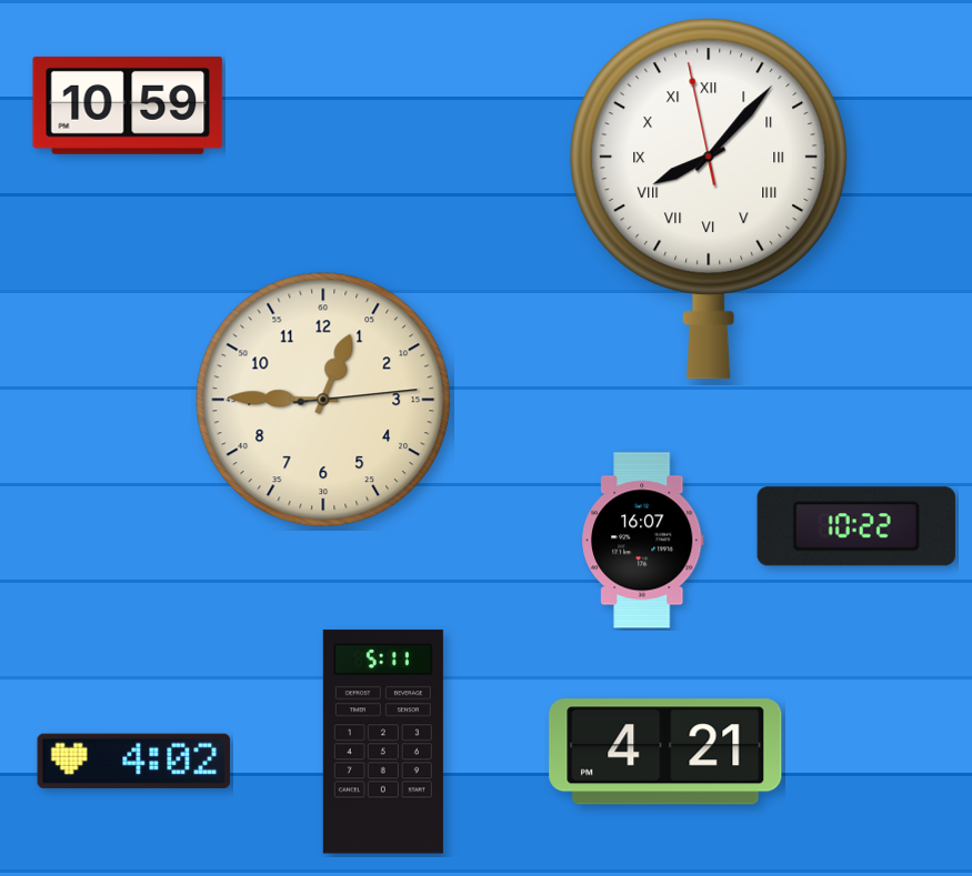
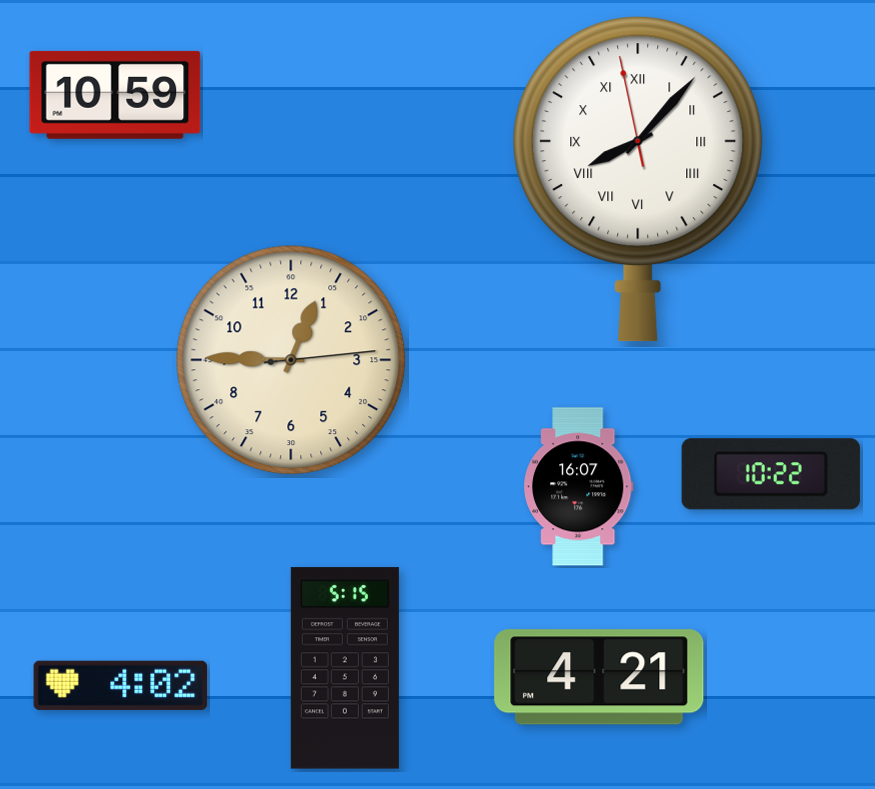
clock at (383, 742): 5:11 -> 5:15
